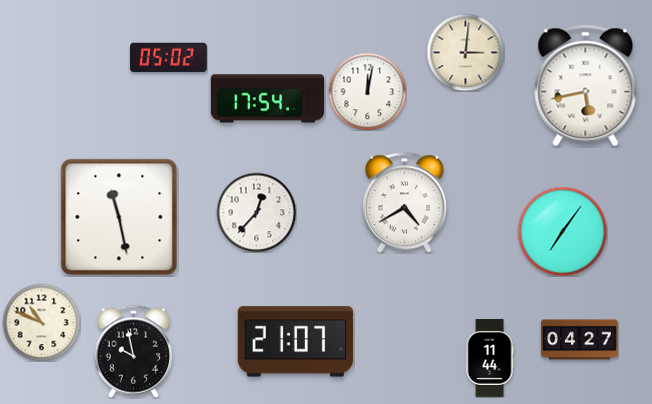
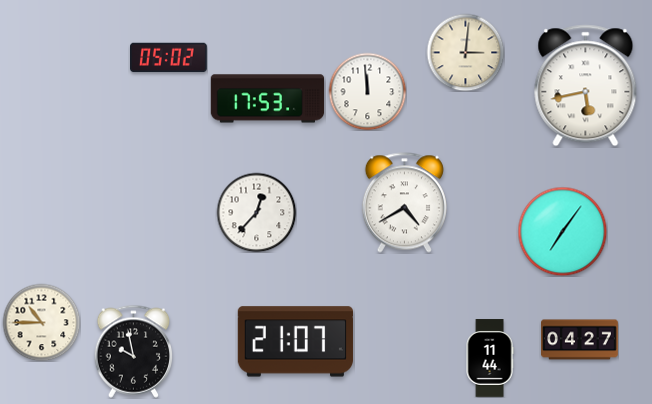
clock at (367, 91): 12:02 -> 11:59
clock at (268, 99): 17:54 -> 17:53
clock at (119, 217): 11:28 -> none
clock at (41, 322): 10:49 -> 10:45
